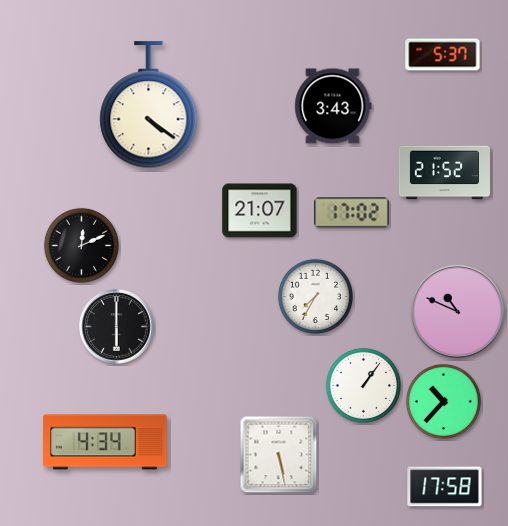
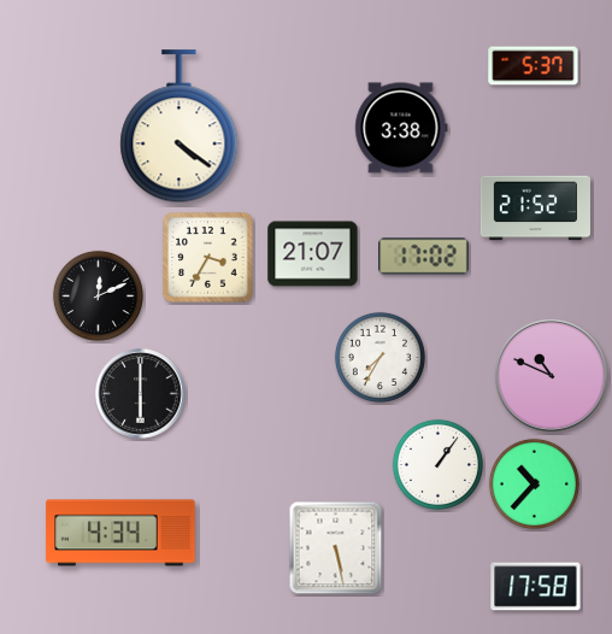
clock at (333, 106): 3:43 -> 3:38
clock at (208, 258): none -> 3:35
clock at (105, 442) position: (105, 442) -> (120, 533)
